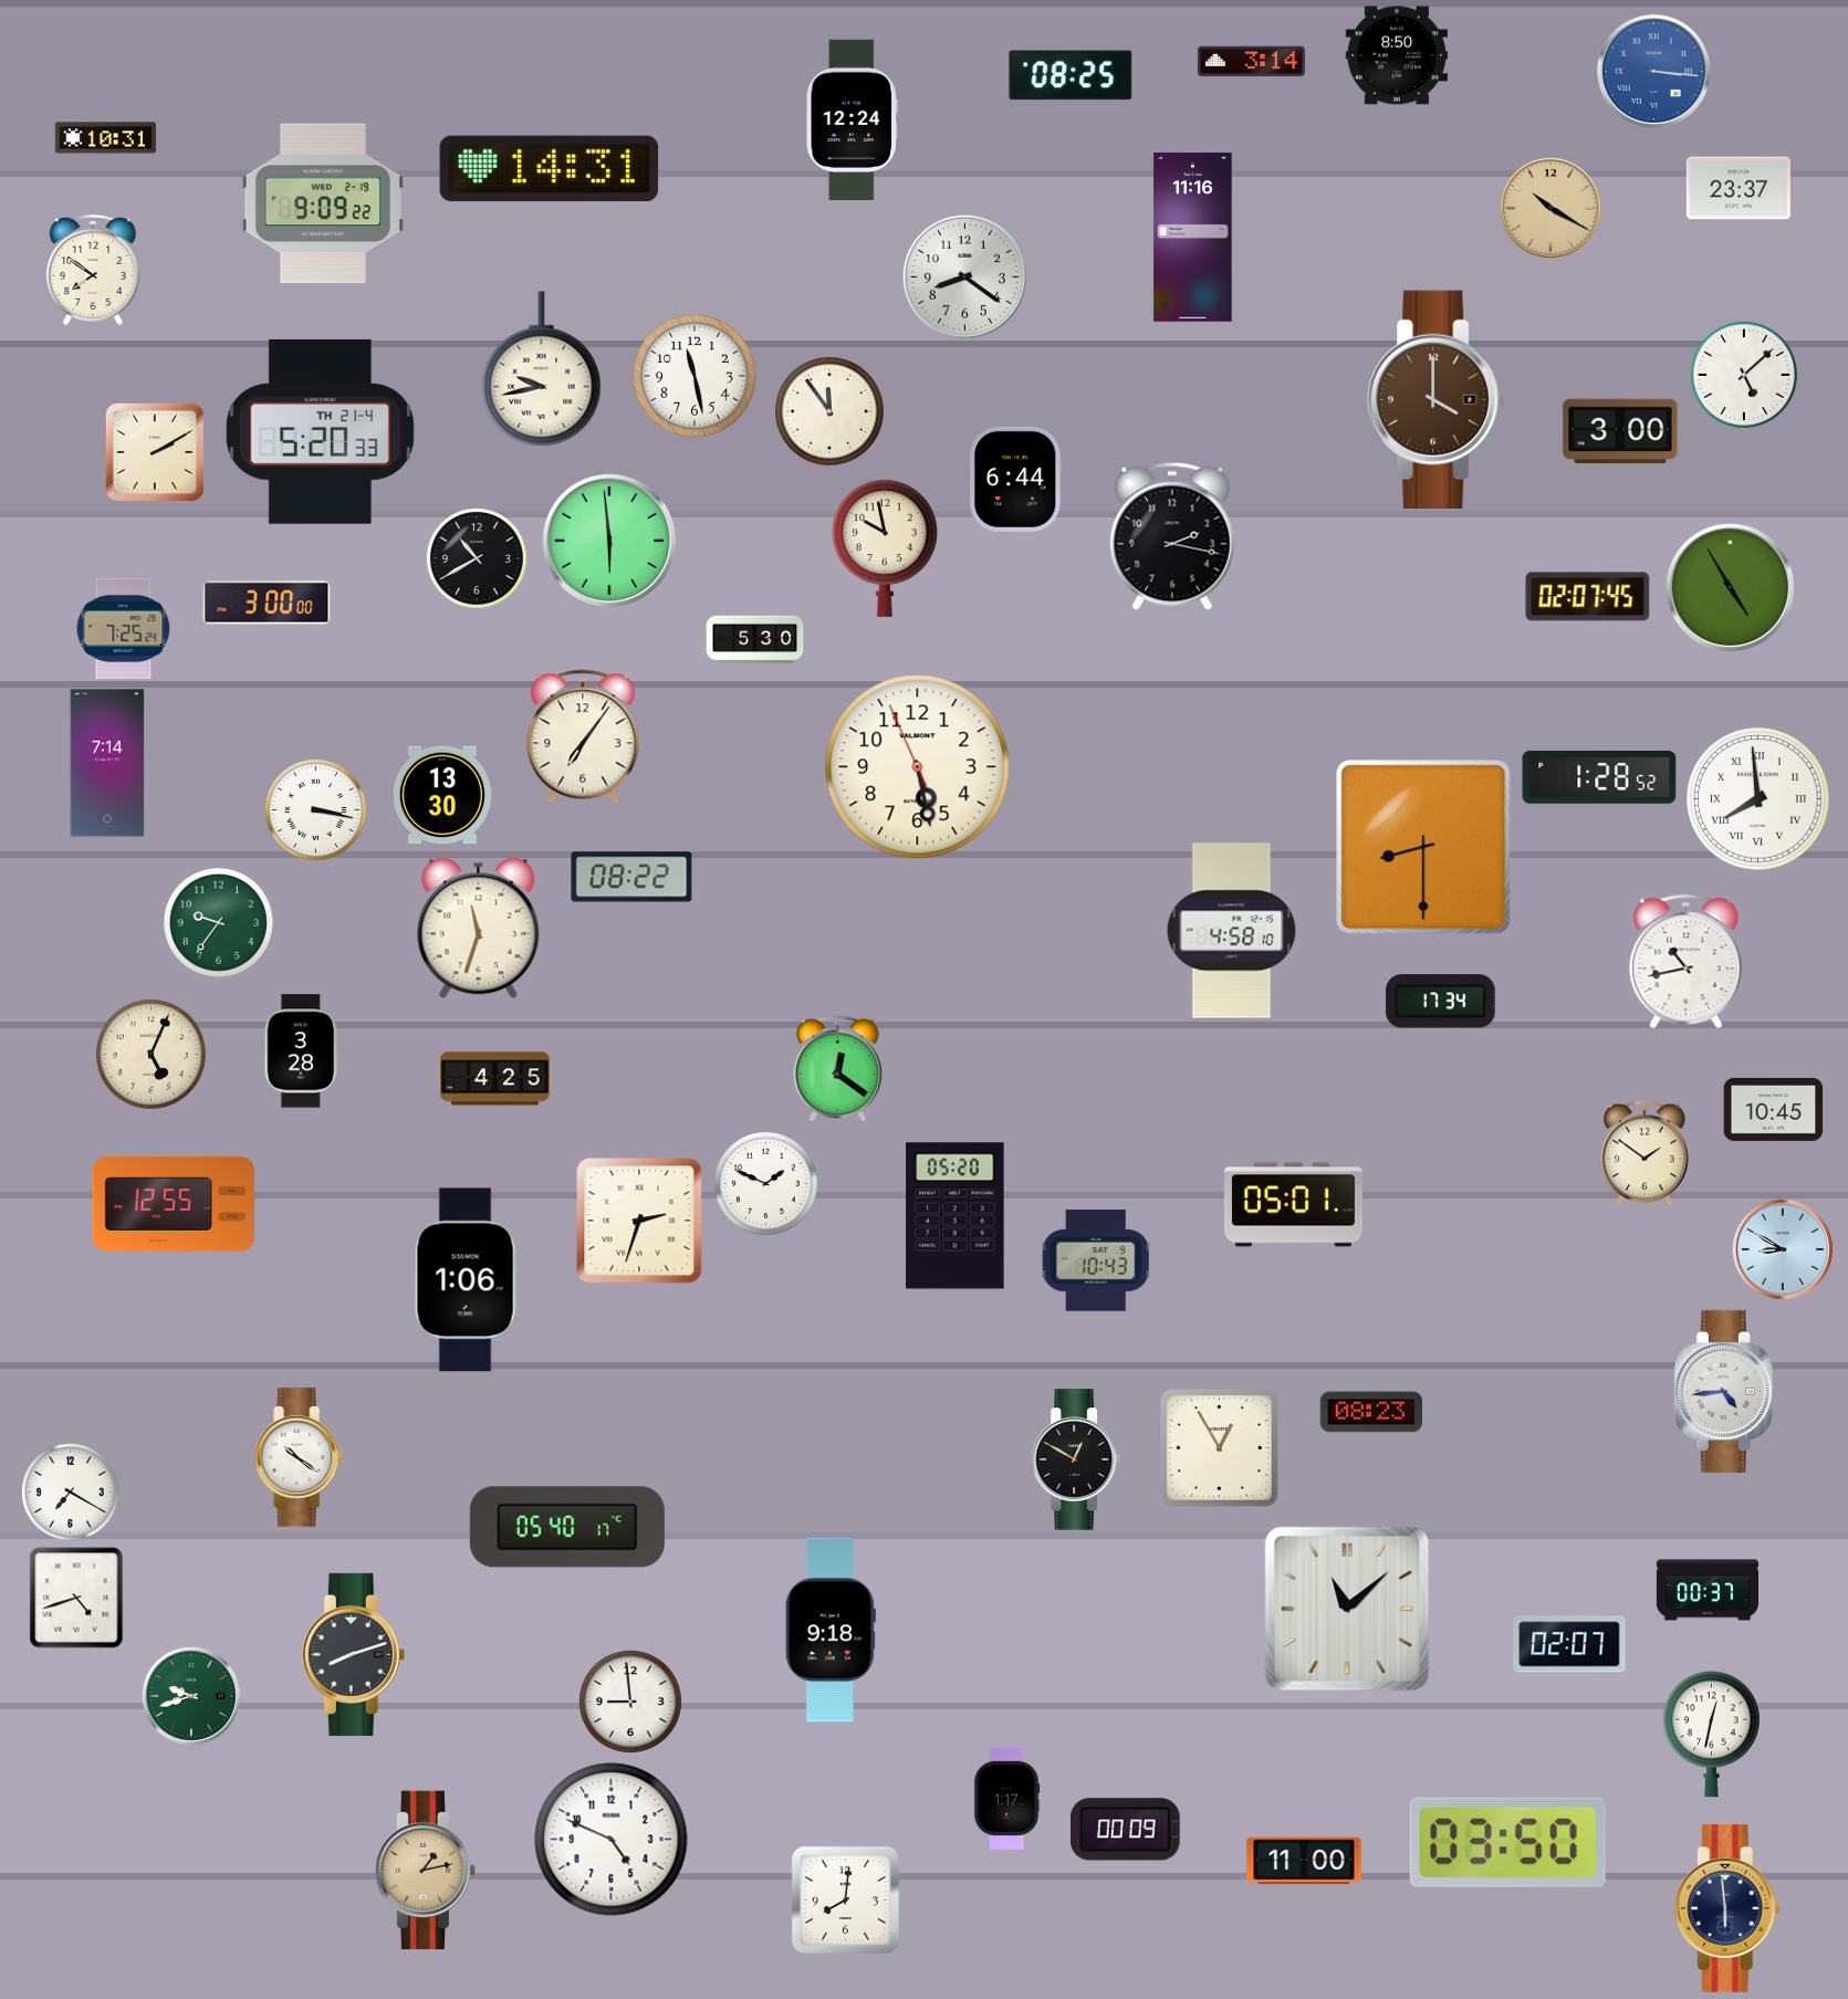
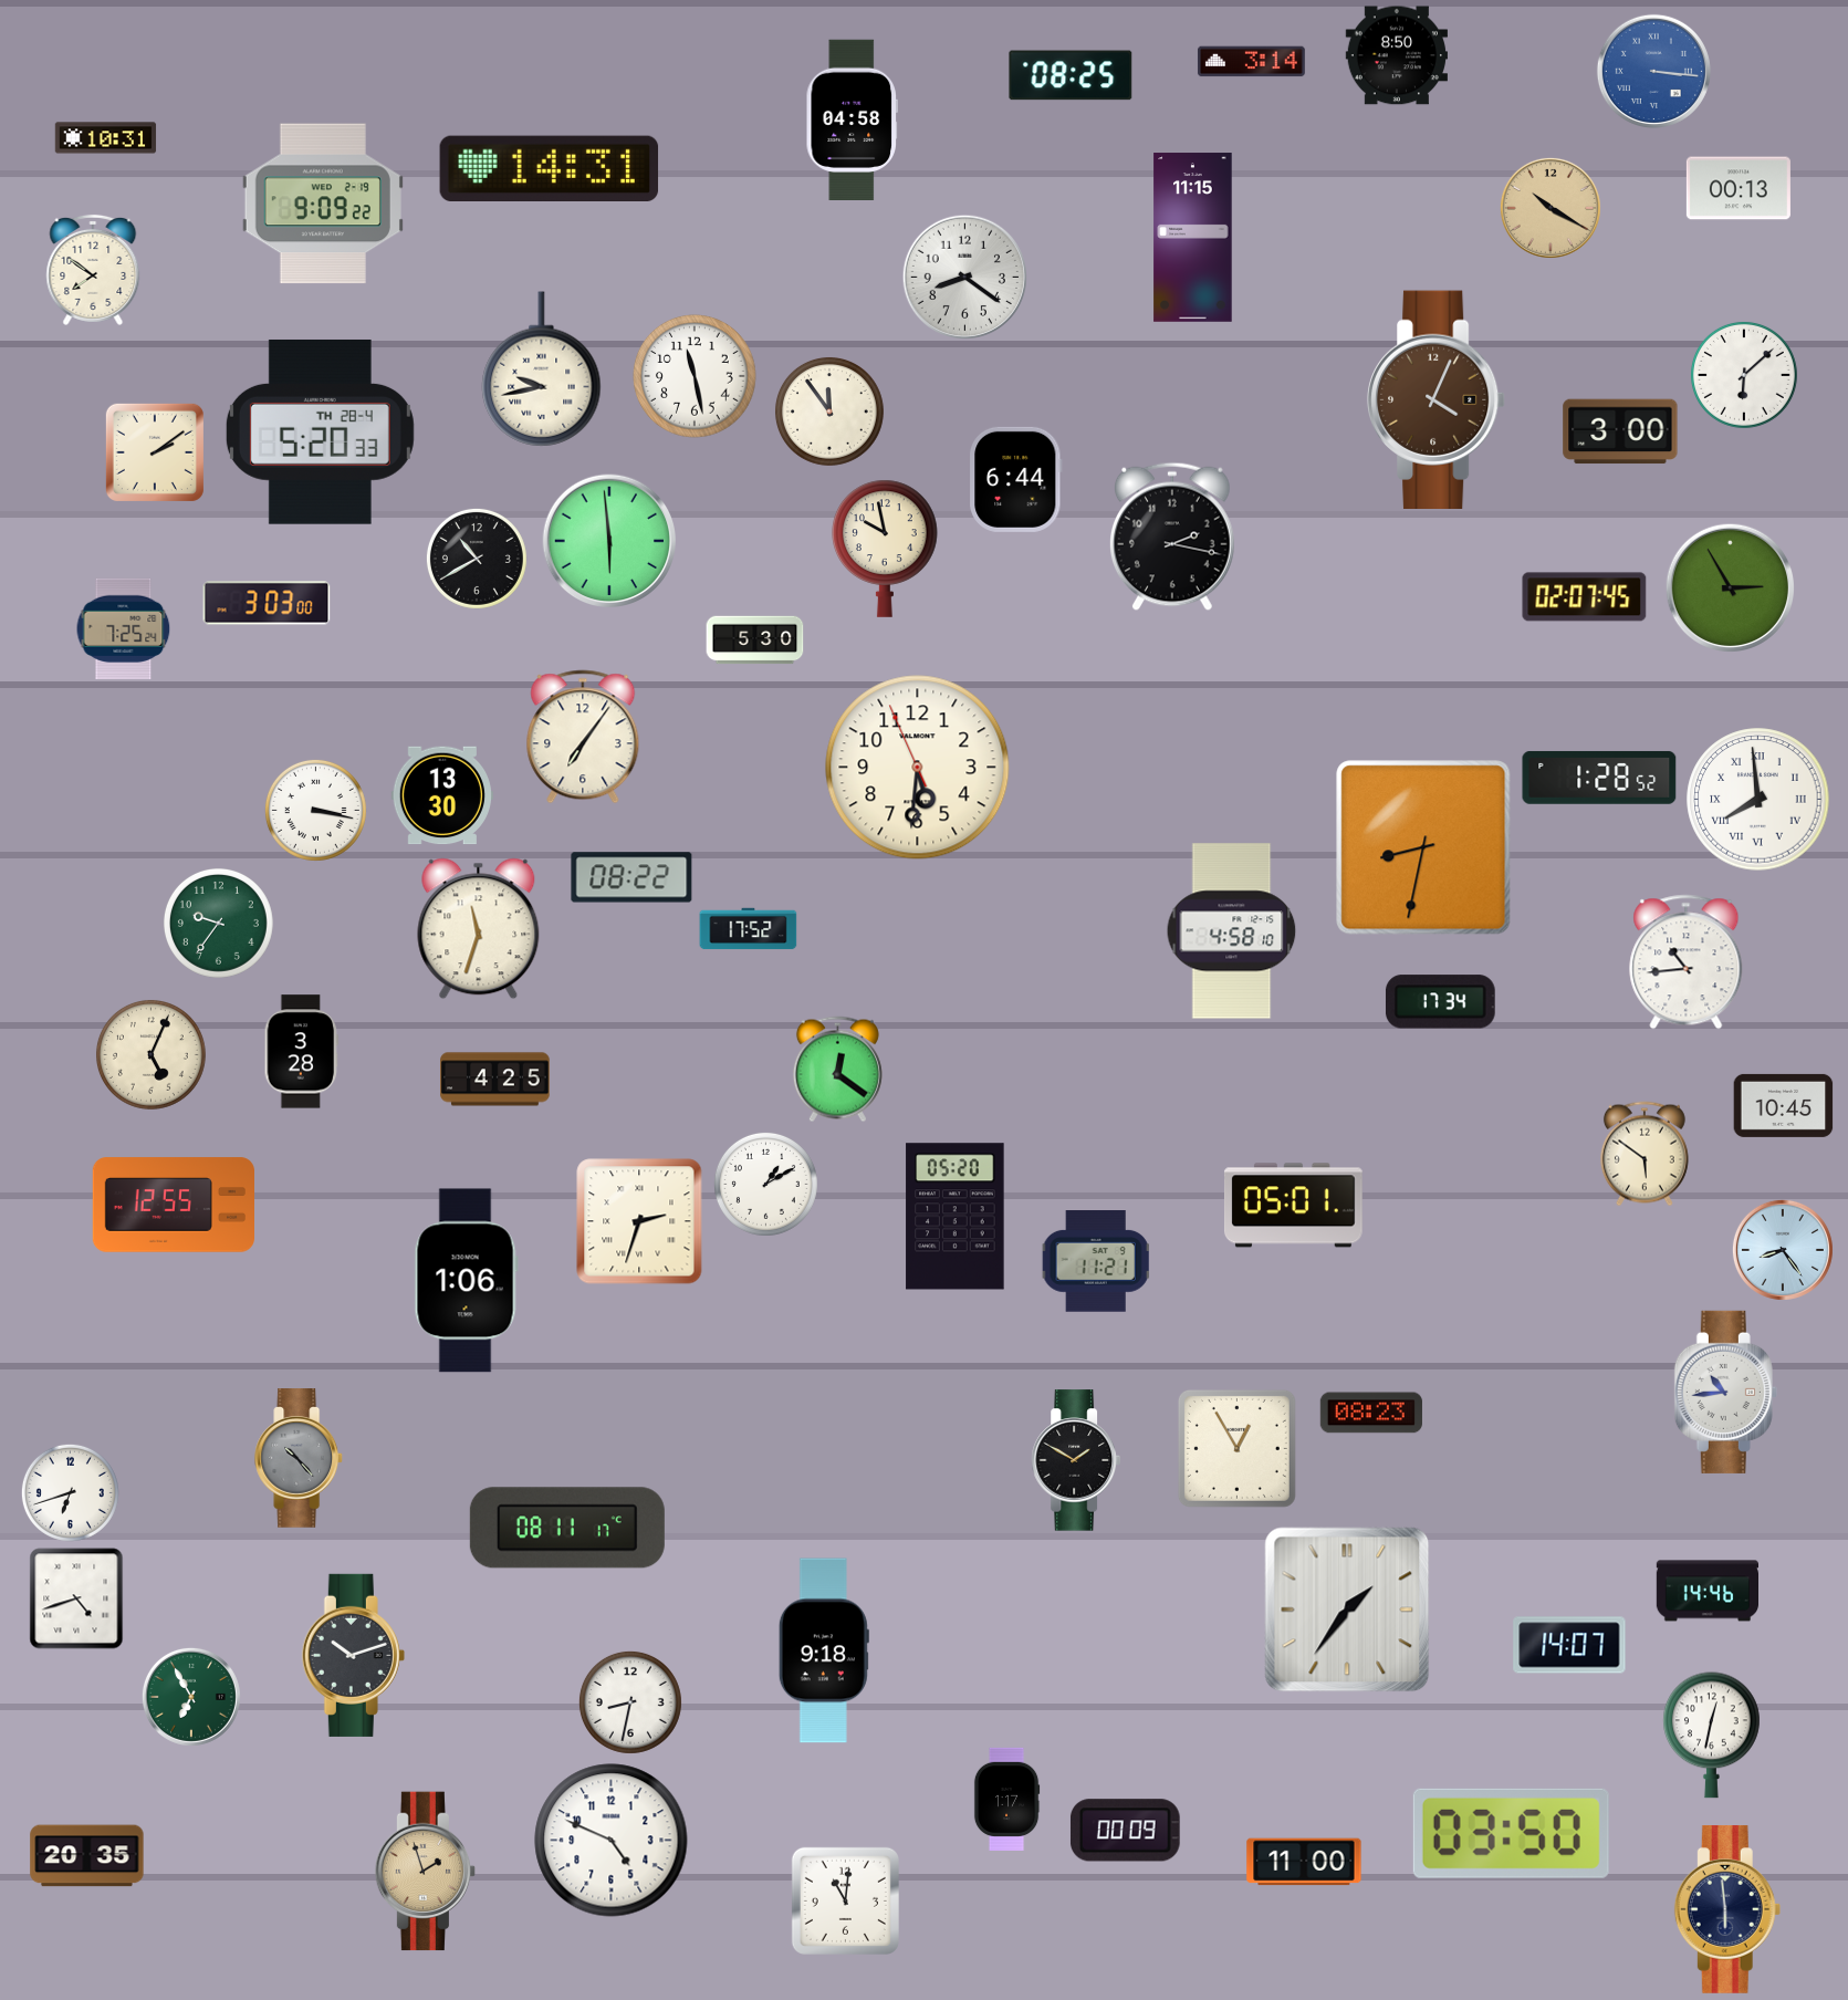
clock at (852, 119): 12:24 -> 04:58
clock at (1739, 188): 23:37 -> 00:13
clock at (1193, 238): 11:16 -> 11:15
clock at (1744, 375): 5:08 -> 6:08
clock at (1437, 399): 4:00 -> 4:04
clock at (320, 431) date: TH 21-4 -> TH 28-4
clock at (155, 452): 2:10 -> 2:09
clock at (1730, 587): 4:55 -> 2:55
clock at (1588, 597) position: (1588, 597) -> (1585, 597)
clock at (267, 603): 3:00 -> 3:03
clock at (107, 763): 7:14 -> none
clock at (918, 767): 5:27 -> 5:30
clock at (1423, 847): 8:30 -> 8:32
clock at (749, 929): none -> 17:52
clock at (1687, 962): 10:43 -> 10:44
clock at (1774, 1109) position: (1774, 1109) -> (1784, 1105)
clock at (1645, 1153): 1:51 -> 5:51
clock at (765, 1183): 1:49 -> 1:10
clock at (1783, 1249): 8:50 -> 8:24
clock at (1096, 1262): 10:43 -> 11:21
clock at (1725, 1391): 4:44 -> 10:44
clock at (1219, 1447) position: (1219, 1447) -> (1236, 1448)
clock at (300, 1457): 10:21 -> 10:23
clock at (300, 1457) dial: white -> grey
clock at (1075, 1459): 12:50 -> 1:50
clock at (70, 1492): 7:20 -> 6:42
clock at (567, 1527): 05:40 -> 08:11
clock at (1706, 1590): 00:37 -> 14:46
clock at (1347, 1609): 11:08 -> 1:36
clock at (831, 1630) position: (831, 1630) -> (824, 1650)
clock at (1569, 1644): 02:07 -> 14:07
clock at (353, 1654): 8:12 -> 10:12
clock at (191, 1696): 9:42 -> 6:55
clock at (630, 1702): 8:59 -> 8:32
clock at (1507, 1842) position: (1507, 1842) -> (1511, 1833)
clock at (87, 1856): none -> 20:35
clock at (426, 1871): 1:13 -> 1:57
clock at (845, 1899): 8:01 -> 11:01
